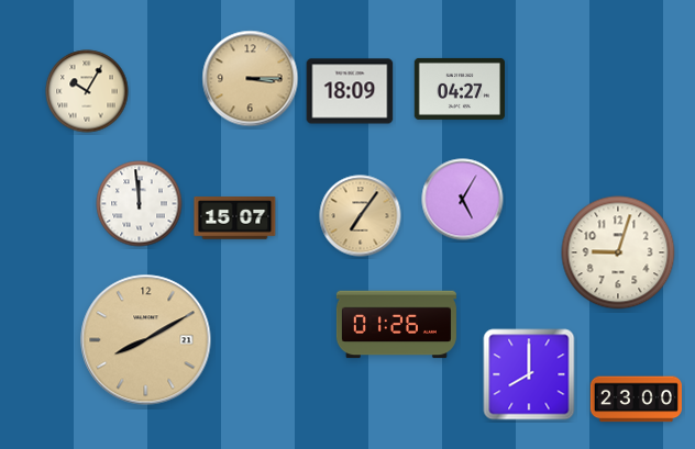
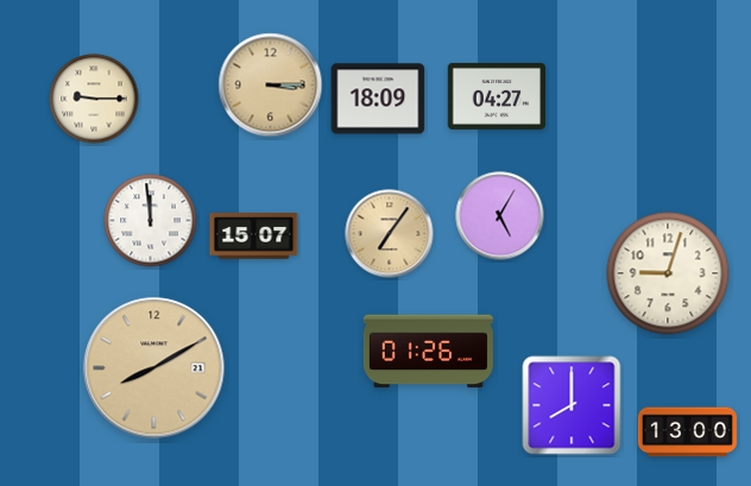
clock at (87, 91): 10:05 -> 9:15
clock at (146, 340) position: (146, 340) -> (154, 368)
clock at (636, 400): 23:00 -> 13:00
